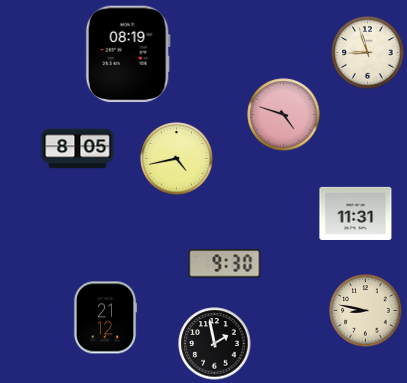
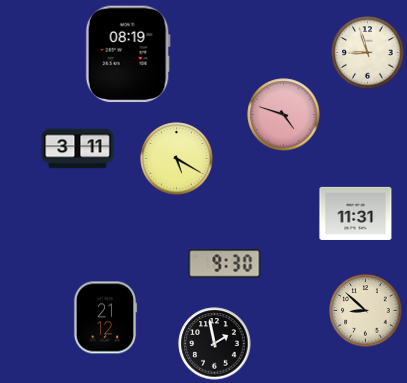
clock at (78, 149): 8:05 -> 3:11
clock at (177, 159): 4:43 -> 5:20
clock at (366, 311): 8:47 -> 8:52
